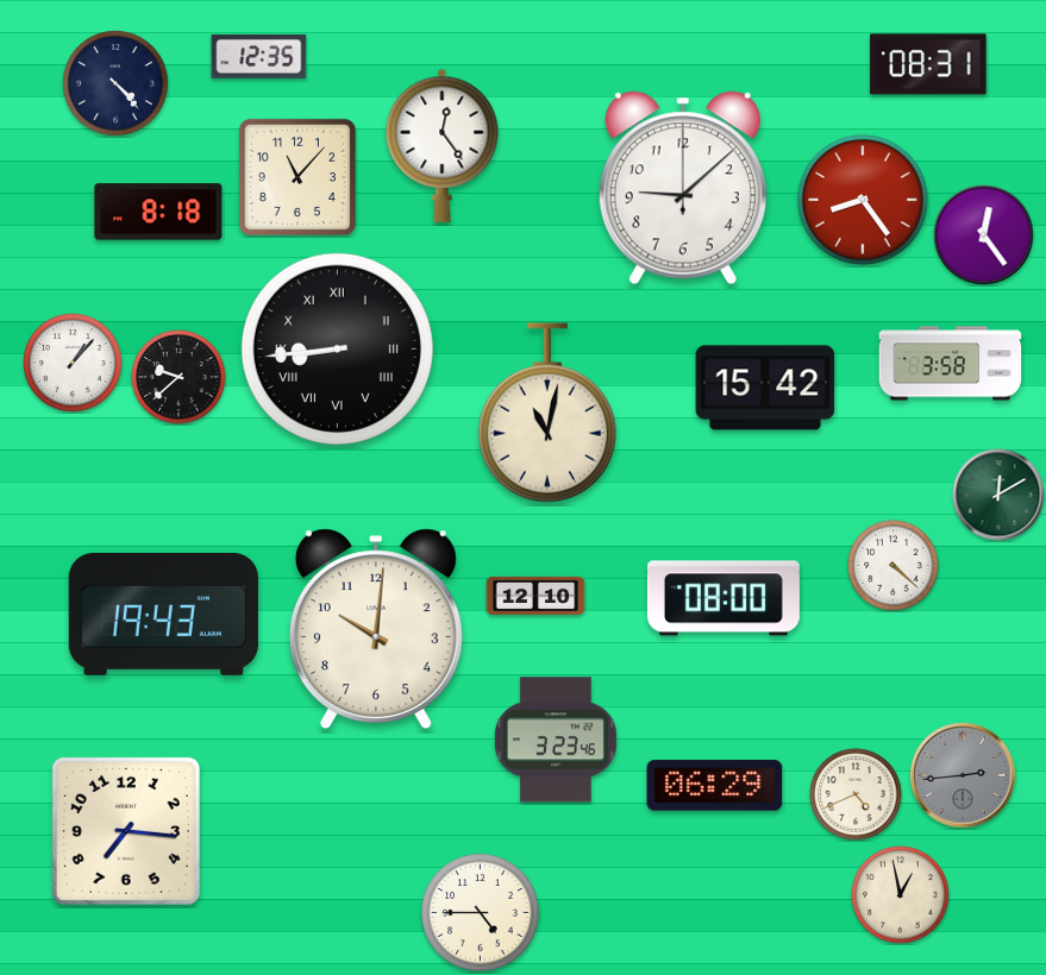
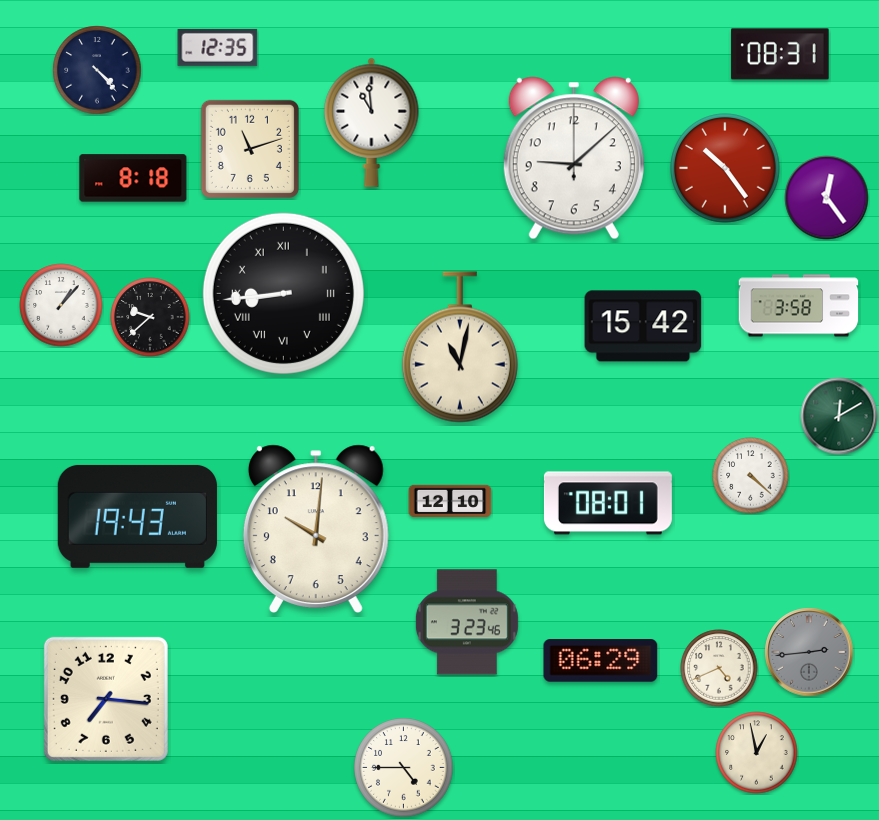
clock at (443, 145): 12:24 -> 10:59
clock at (297, 177): 11:07 -> 11:12
clock at (864, 201): 8:24 -> 10:24
clock at (724, 598): 08:00 -> 08:01
